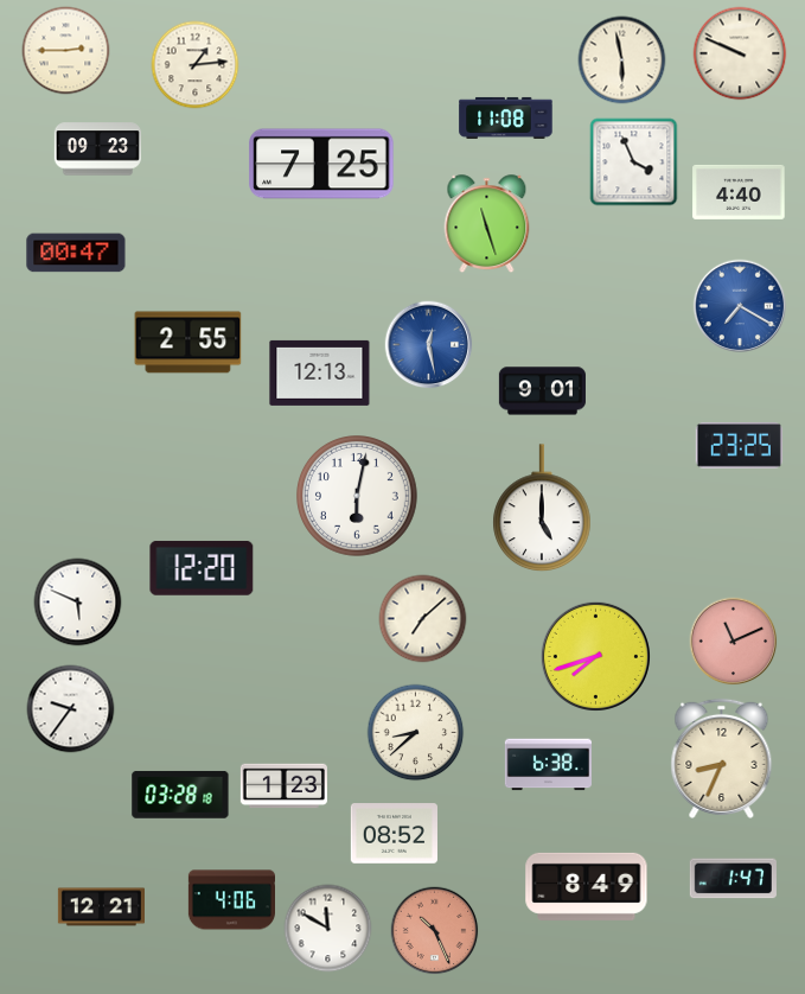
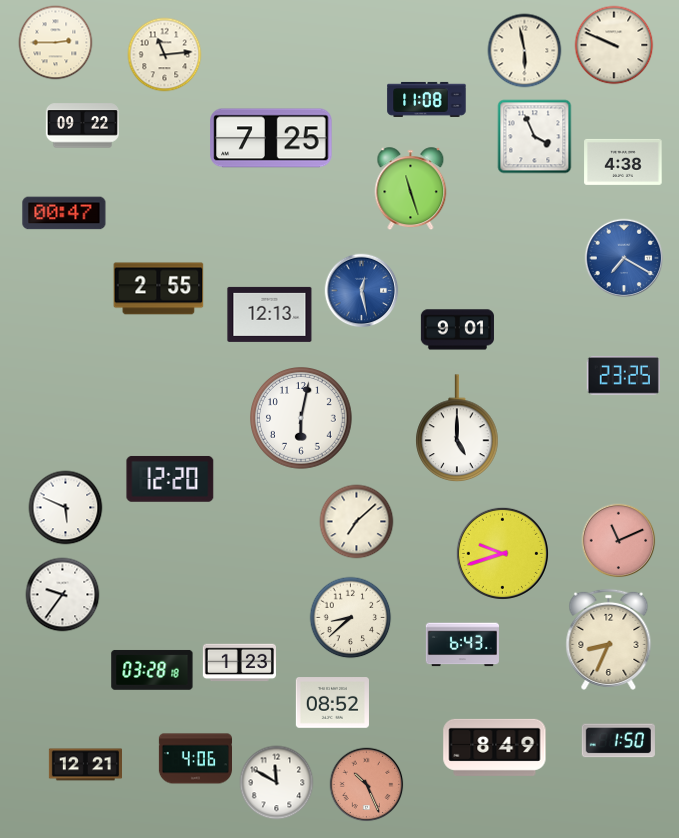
clock at (740, 53) position: (740, 53) -> (614, 45)
clock at (196, 65): 1:14 -> 11:14
clock at (97, 149): 09:23 -> 09:22
clock at (739, 192): 4:40 -> 4:38
clock at (595, 656): 7:42 -> 9:42
clock at (71, 709) position: (71, 709) -> (63, 595)
clock at (548, 765): 6:38 -> 6:43
clock at (733, 879): 1:47 -> 1:50
